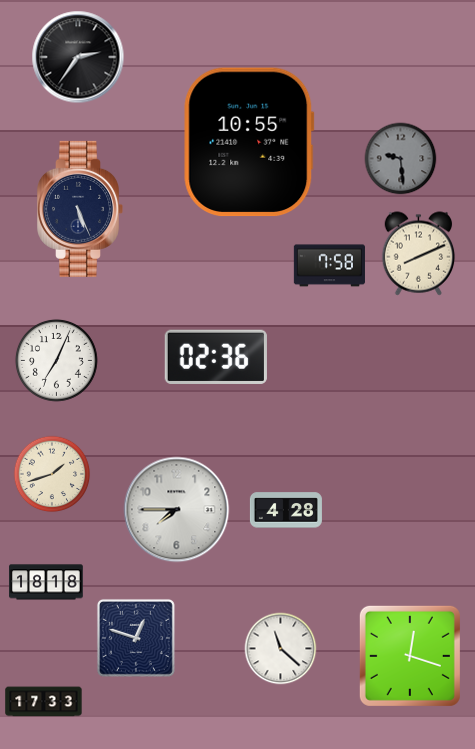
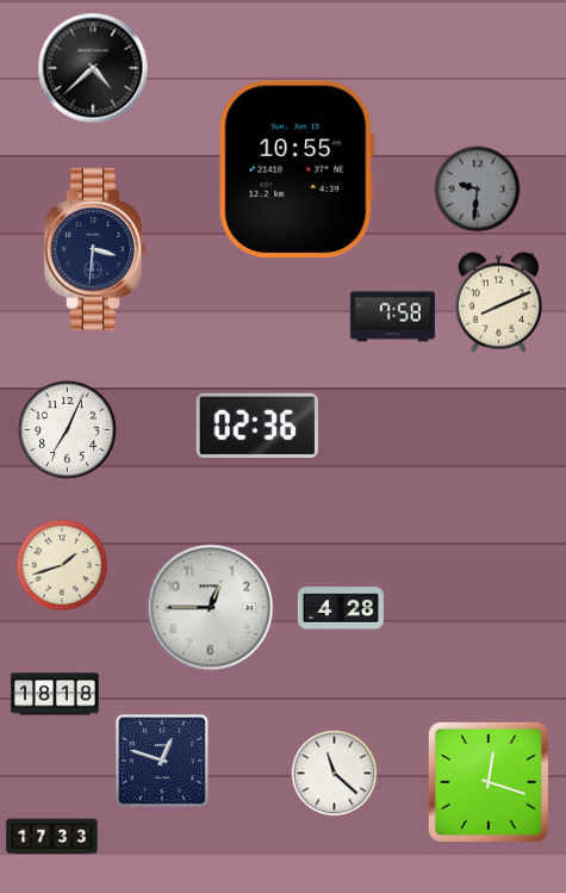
clock at (78, 57): 2:36 -> 4:38
clock at (401, 159): 9:29 -> 9:31
clock at (80, 209): 5:26 -> 3:31
clock at (177, 510): 7:45 -> 12:45
